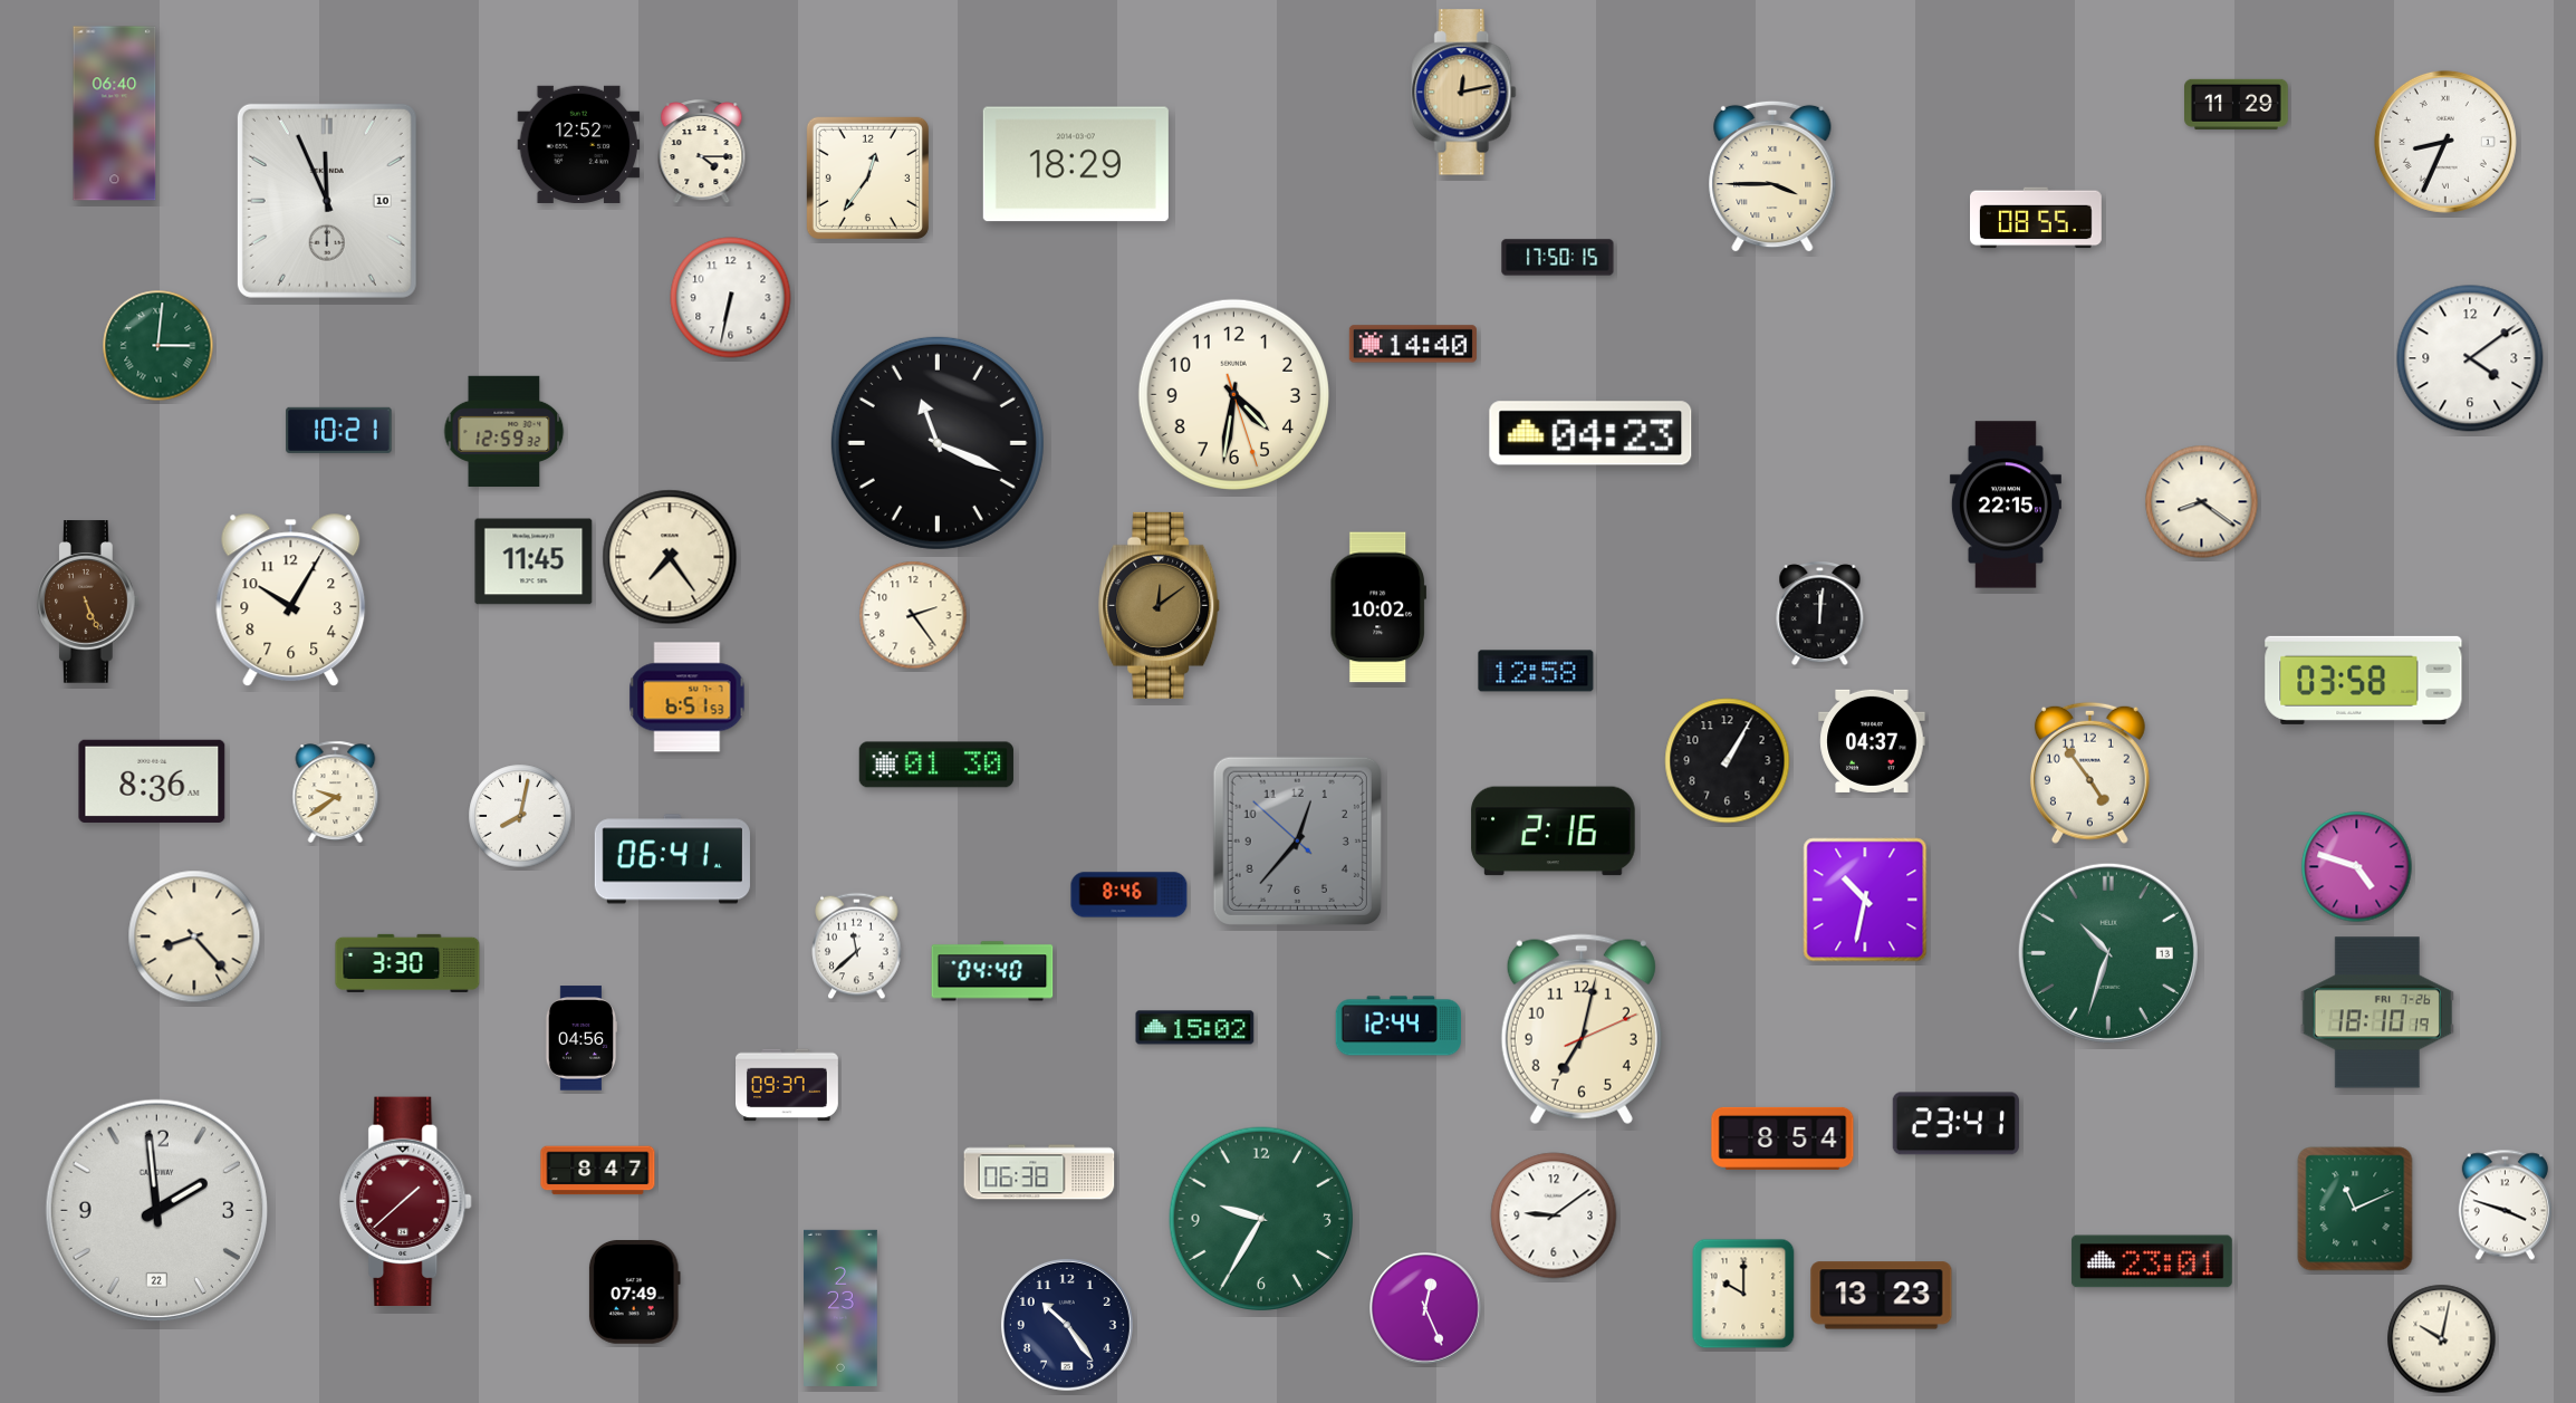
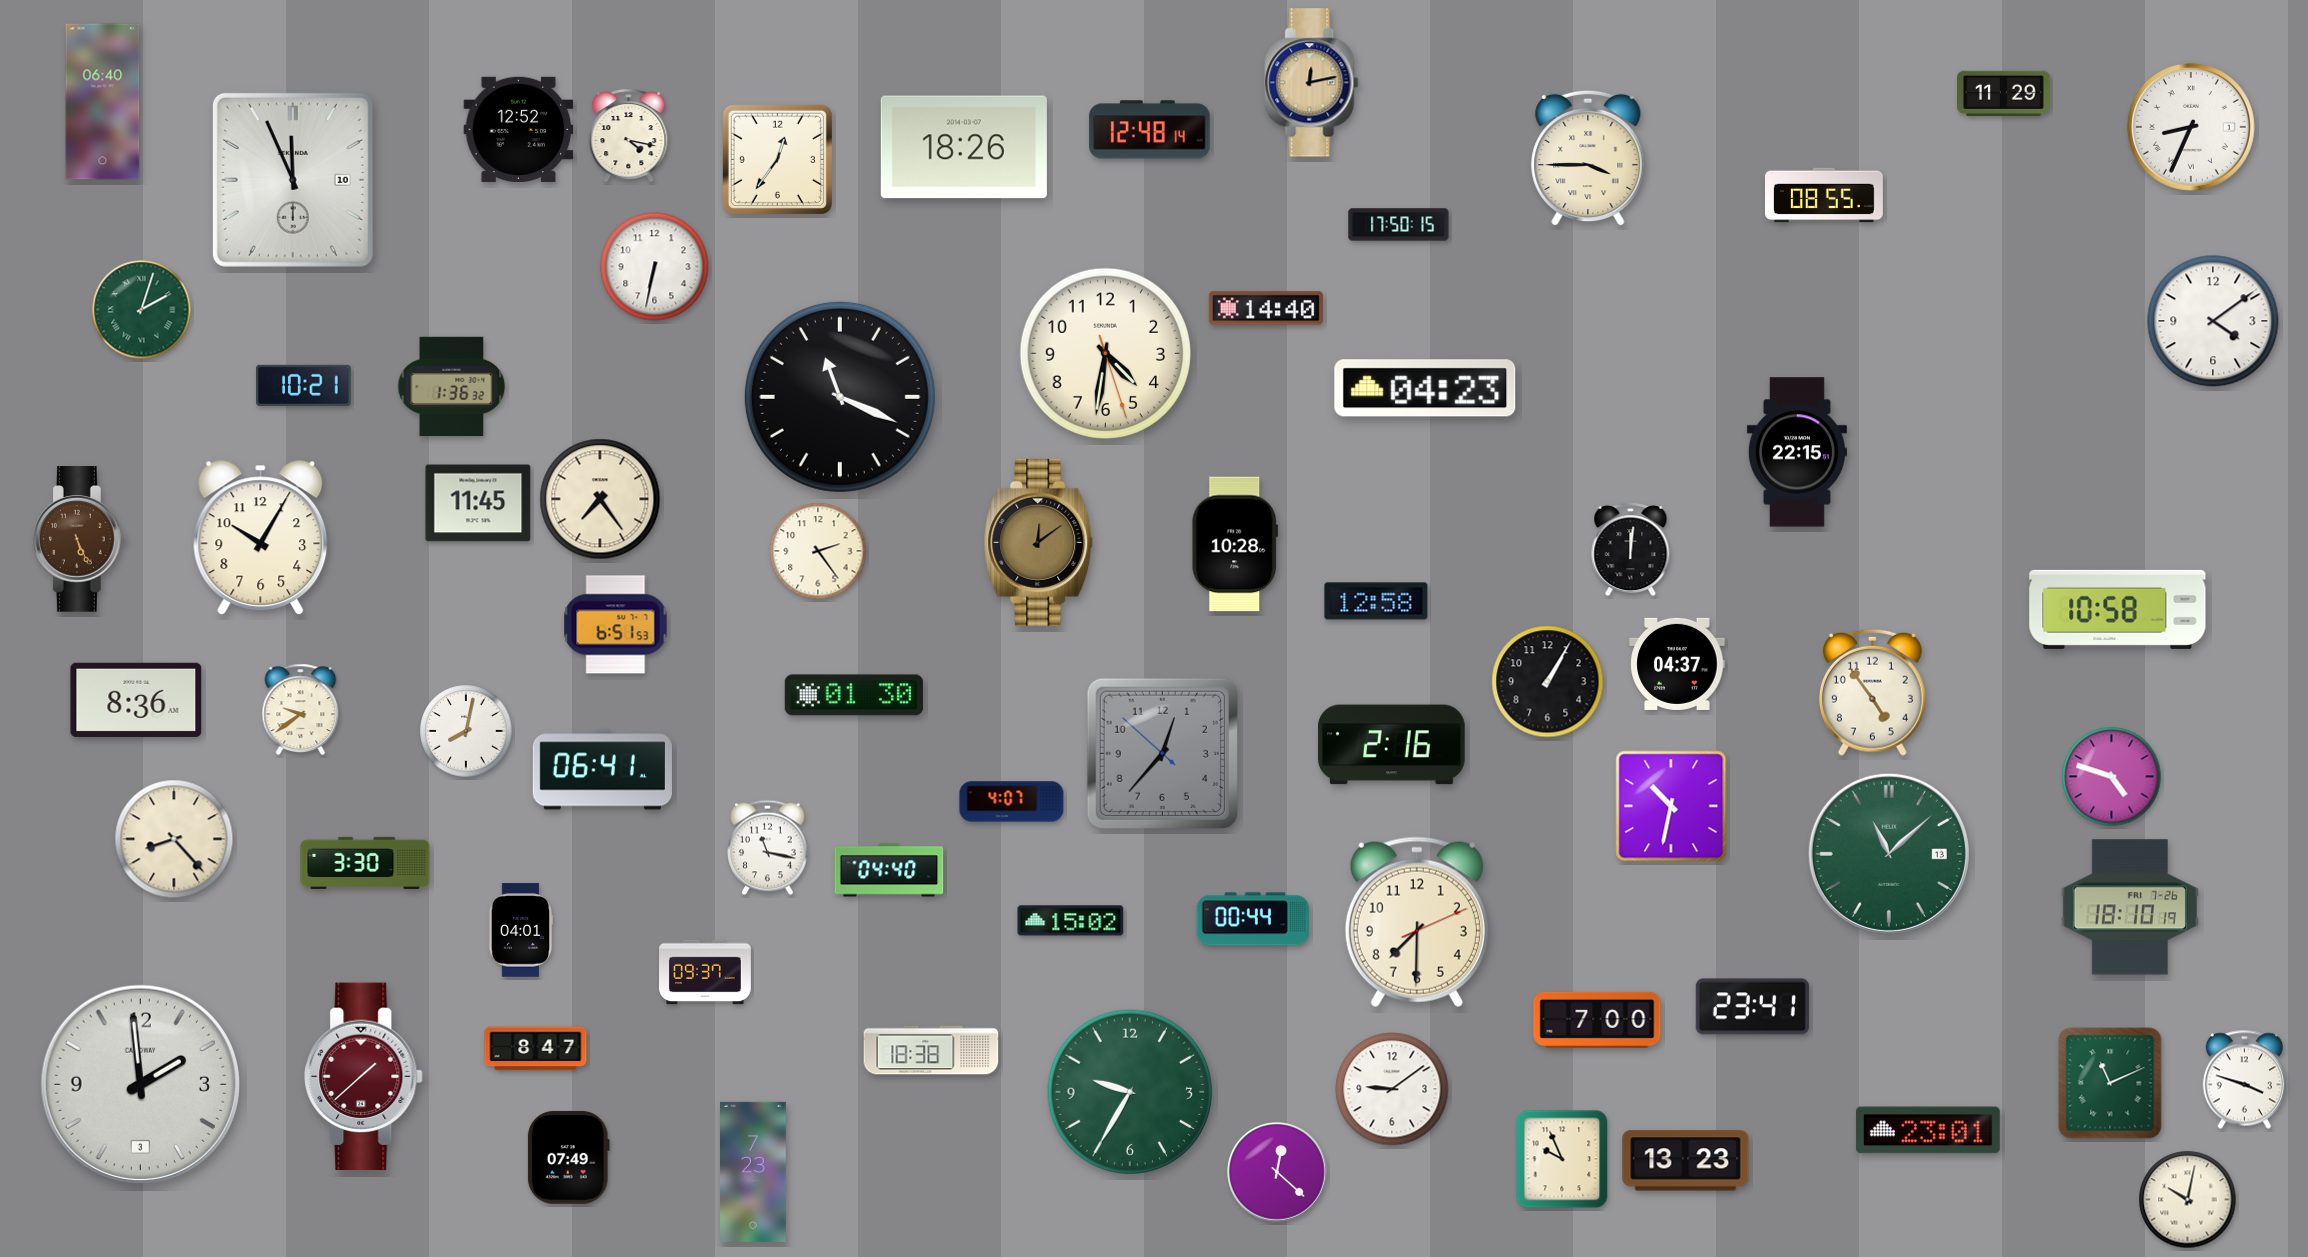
clock at (1150, 130): none -> 12:48
clock at (702, 152): 4:15 -> 4:17
clock at (1076, 164): 18:29 -> 18:26
clock at (1558, 258) position: (1558, 258) -> (1399, 225)
clock at (158, 346): 3:01 -> 2:03
clock at (504, 431): 12:59 -> 1:36
clock at (2202, 502): 8:21 -> none
clock at (1377, 607): 10:02 -> 10:28
clock at (2364, 680): 03:58 -> 10:58
clock at (936, 765) position: (936, 765) -> (854, 695)
clock at (1130, 895): 8:46 -> 4:07
clock at (857, 946): 11:38 -> 11:17
clock at (2108, 953): 10:33 -> 11:08
clock at (1397, 1026): 12:44 -> 00:44
clock at (1582, 1029): 7:02 -> 7:30
clock at (581, 1038): 04:56 -> 04:01
clock at (1782, 1138): 8:54 -> 7:00
clock at (1039, 1172): 06:38 -> 18:38
clock at (156, 1210) date: 22 -> 3
clock at (1743, 1294): 10:00 -> 9:56
clock at (842, 1308): 2:23 -> 7:23
clock at (1425, 1308): 12:26 -> 12:22
clock at (1067, 1325): 10:24 -> none
